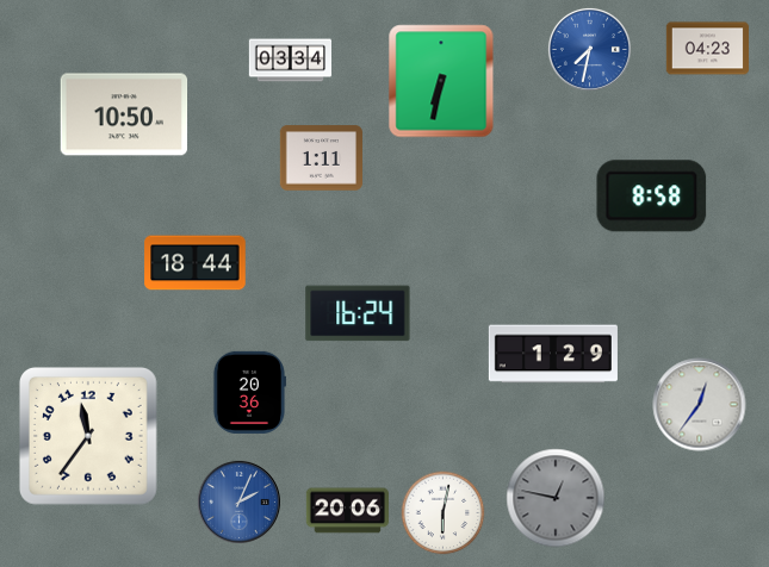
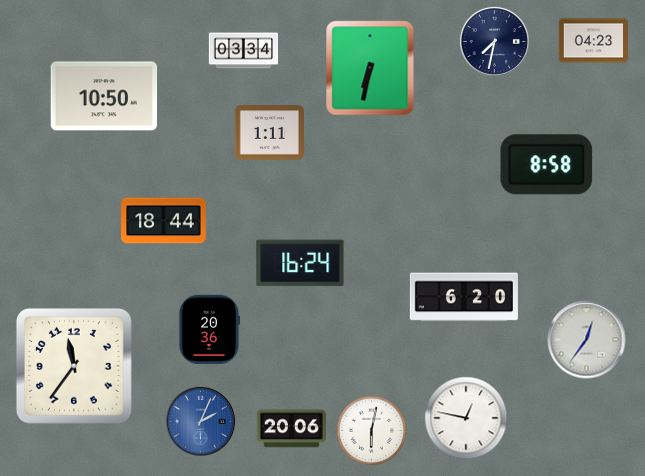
clock at (589, 49) dial: blue -> navy
clock at (553, 354): 1:29 -> 6:20
clock at (556, 498) dial: grey -> white
